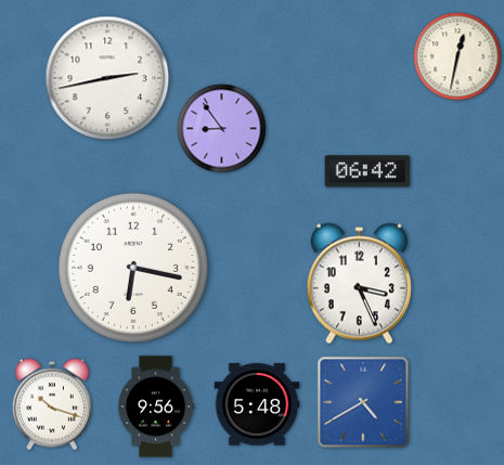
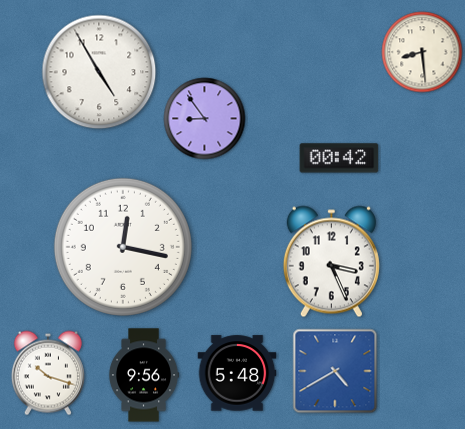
clock at (457, 56): 12:32 -> 8:29
clock at (107, 78): 2:43 -> 4:55
clock at (367, 171): 06:42 -> 00:42
clock at (133, 268): 6:17 -> 12:17
